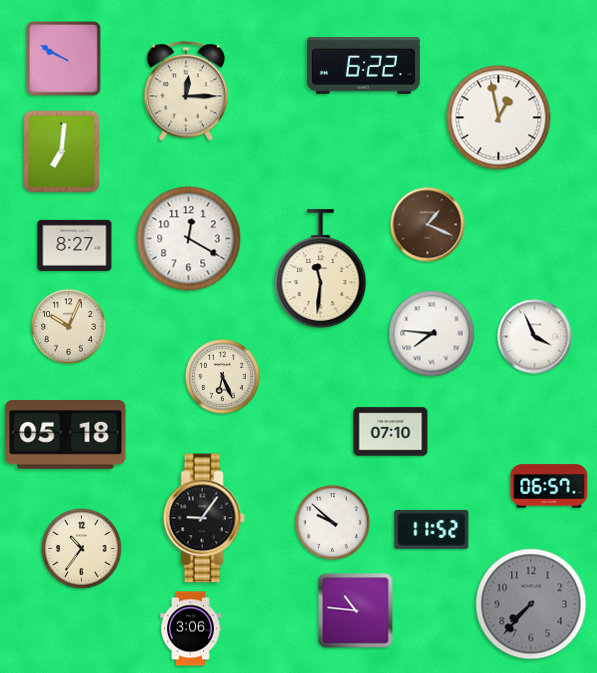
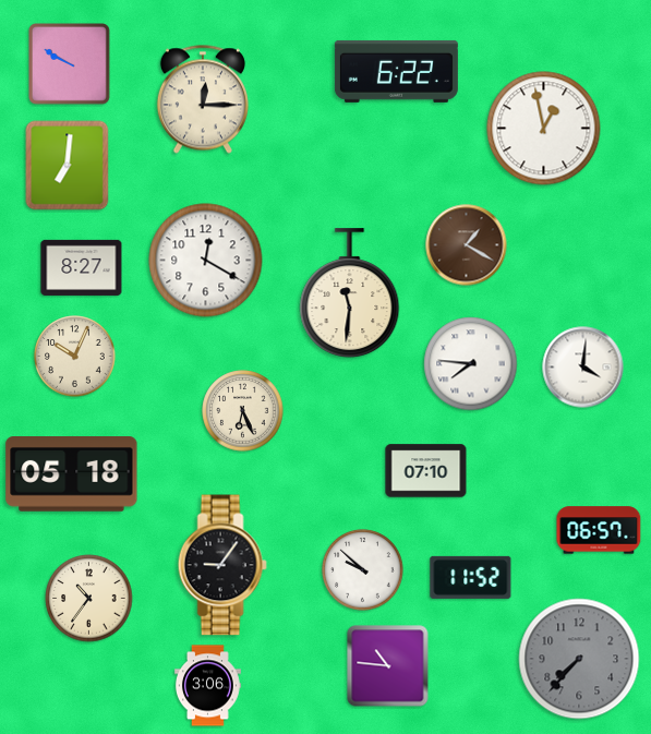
clock at (428, 225): 1:19 -> 1:20
clock at (535, 337): 3:56 -> 4:01
